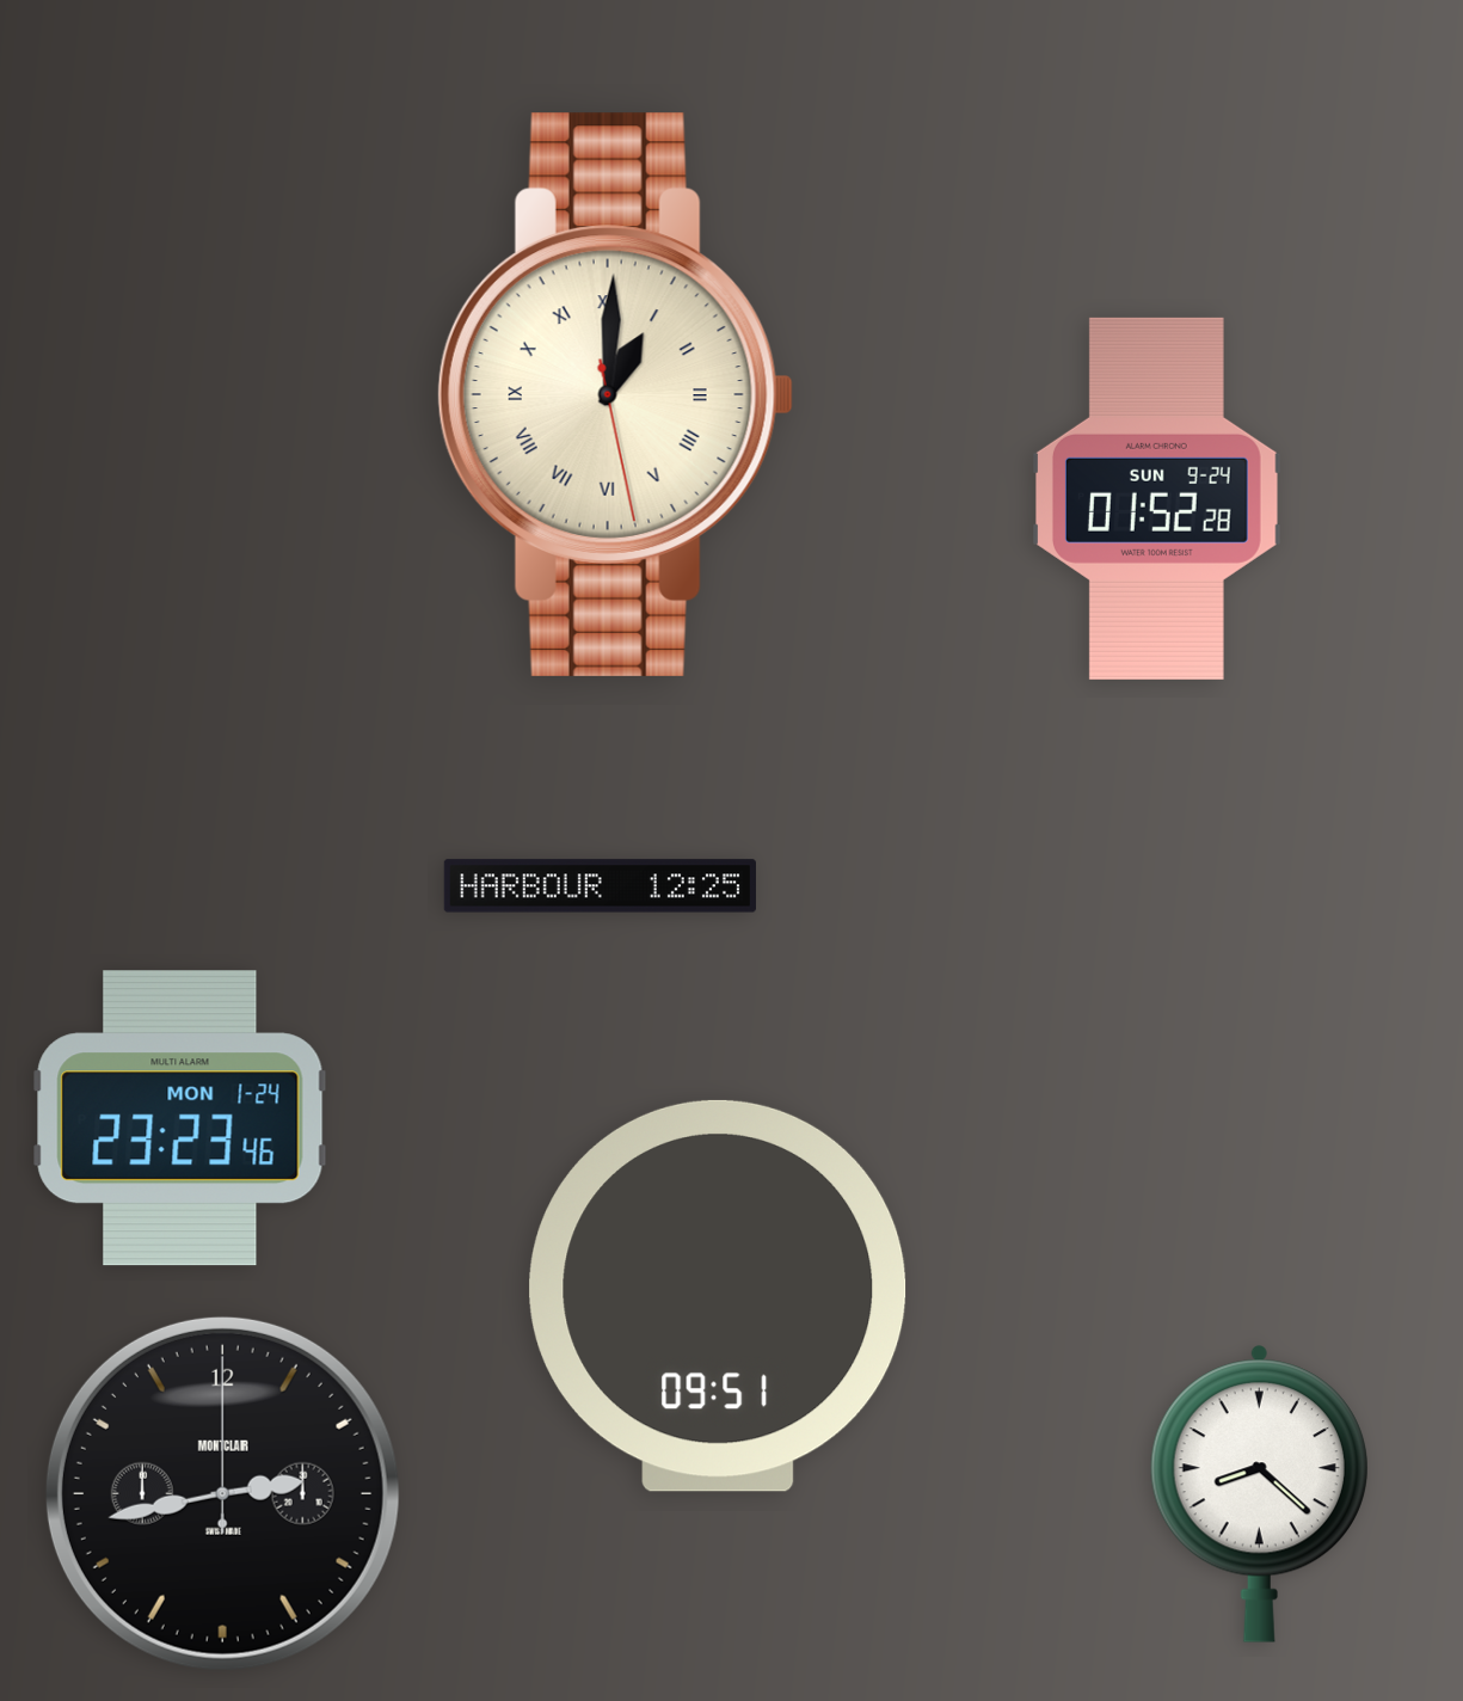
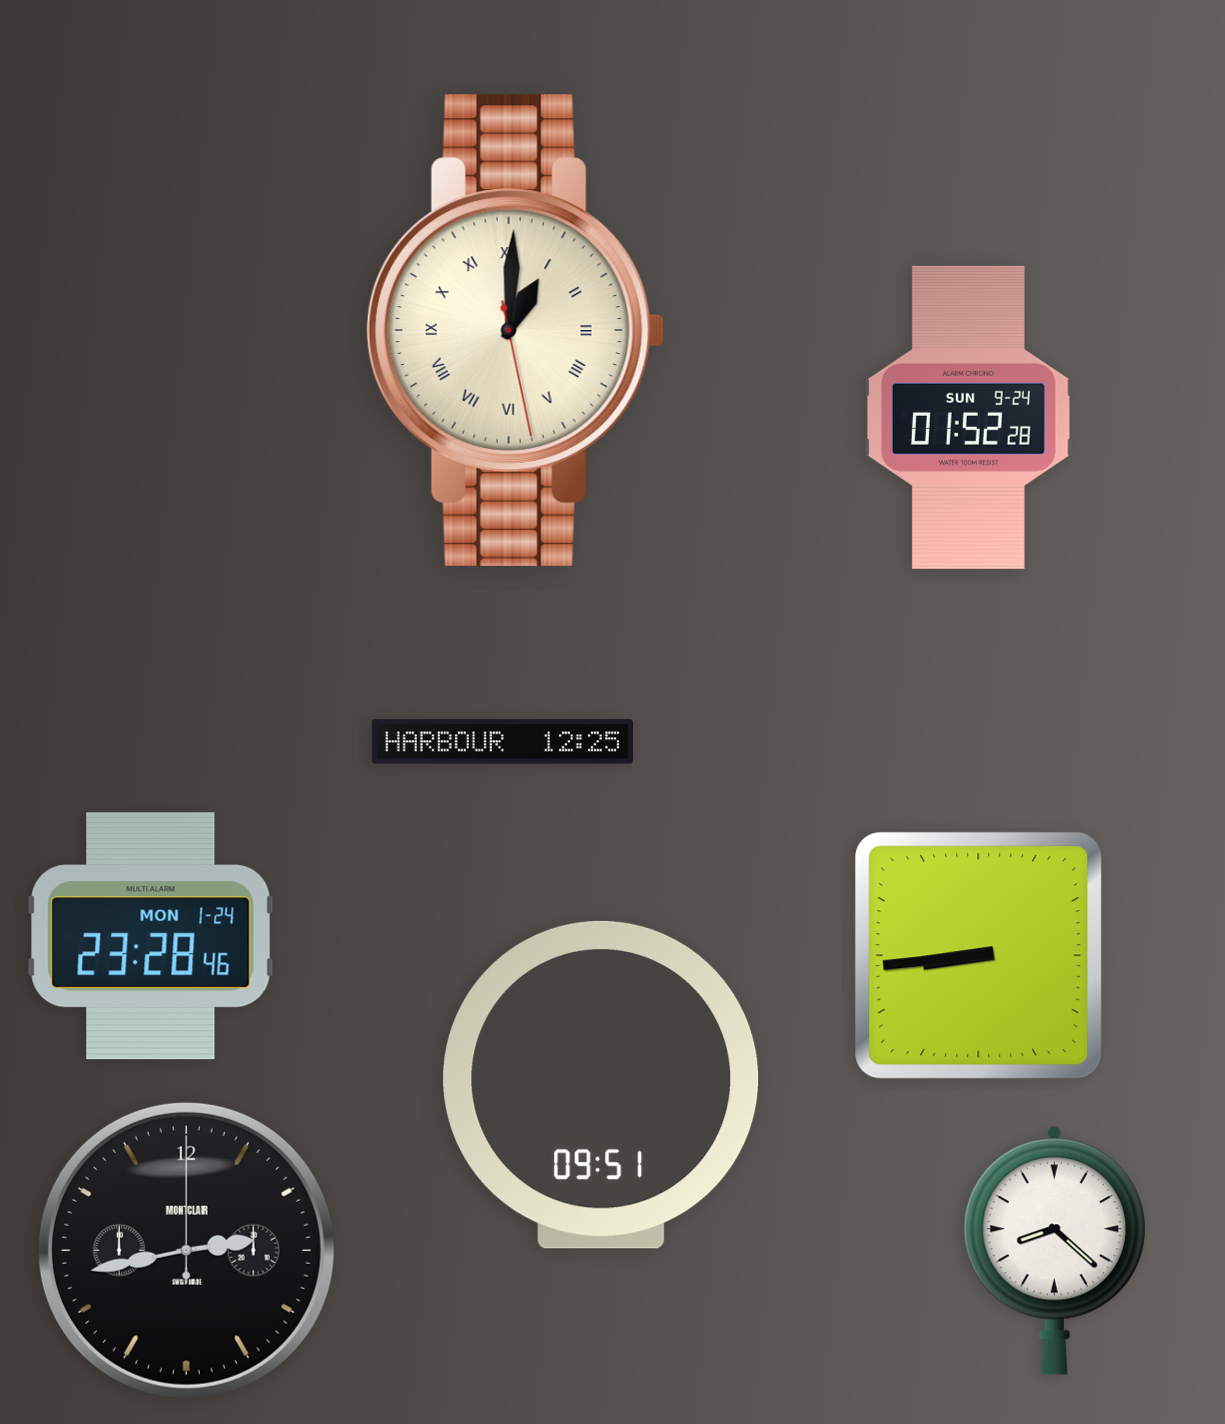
clock at (180, 1118): 23:23 -> 23:28
clock at (979, 956): none -> 8:44
